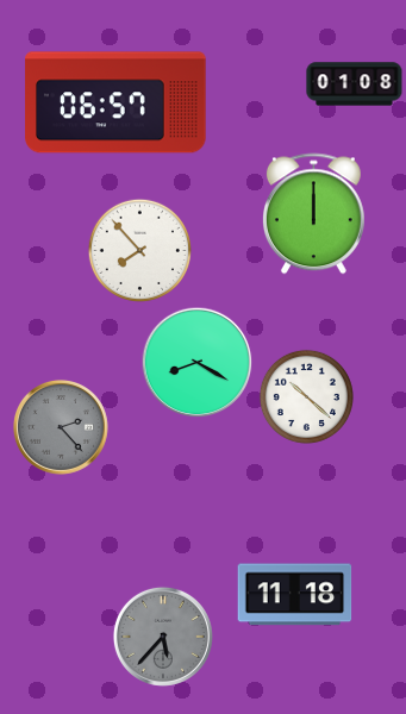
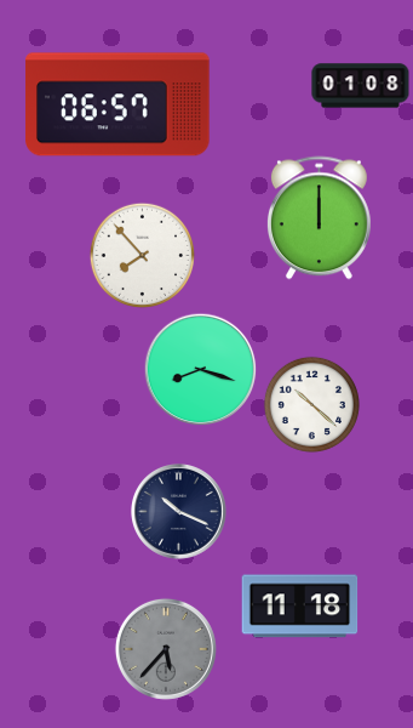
clock at (196, 362): 8:20 -> 8:18
clock at (61, 427): 2:23 -> none
clock at (179, 512): none -> 10:19
